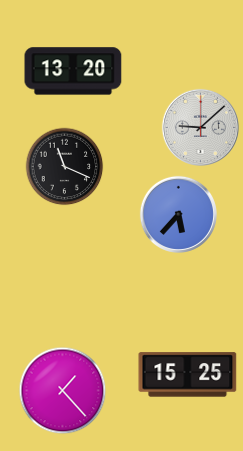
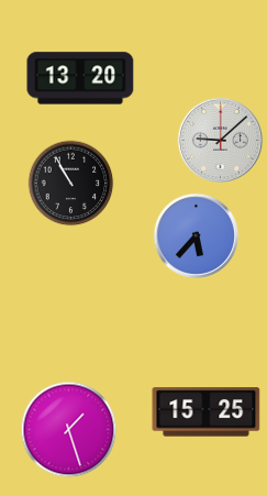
clock at (64, 166): 11:19 -> 10:55
clock at (62, 390): 1:23 -> 1:27
